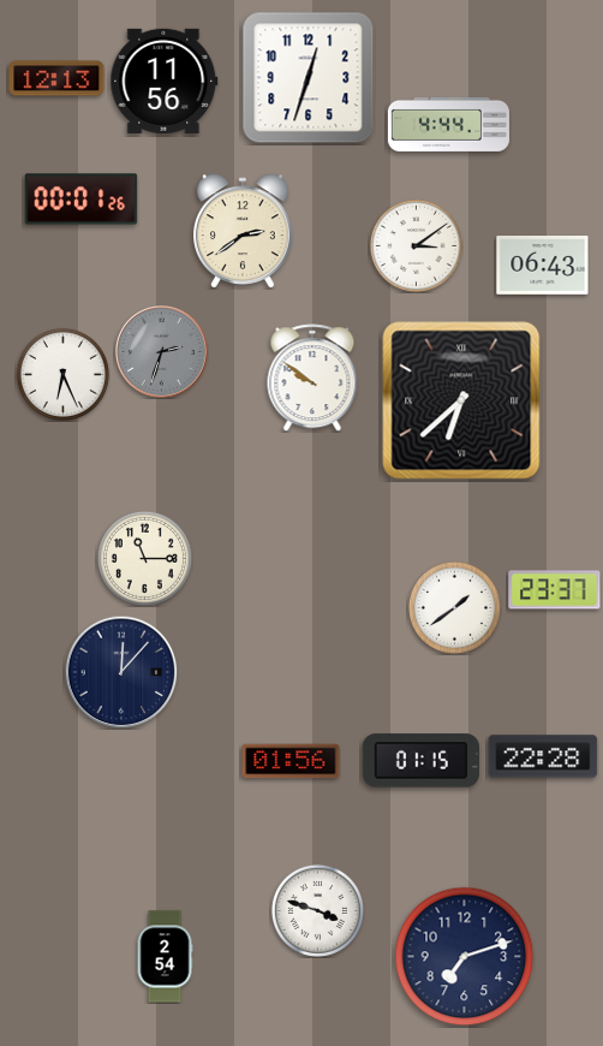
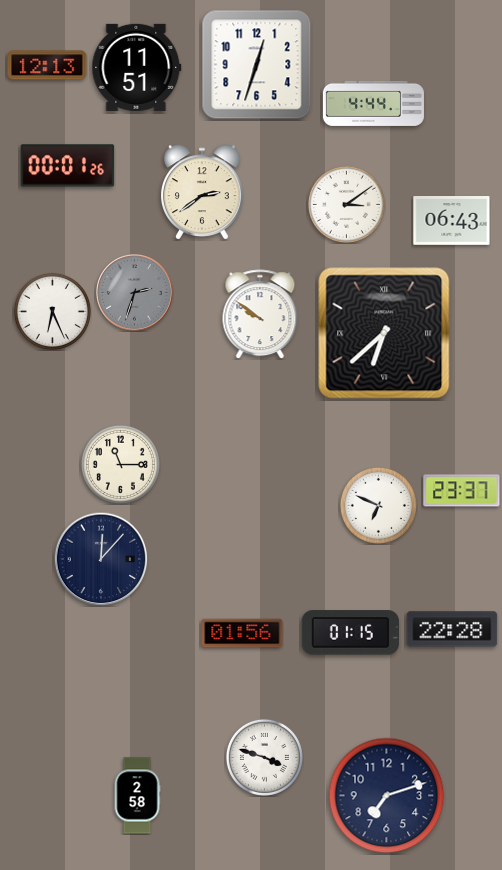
clock at (165, 81): 11:56 -> 11:51
clock at (454, 607): 1:39 -> 6:49
clock at (165, 957): 2:54 -> 2:58
